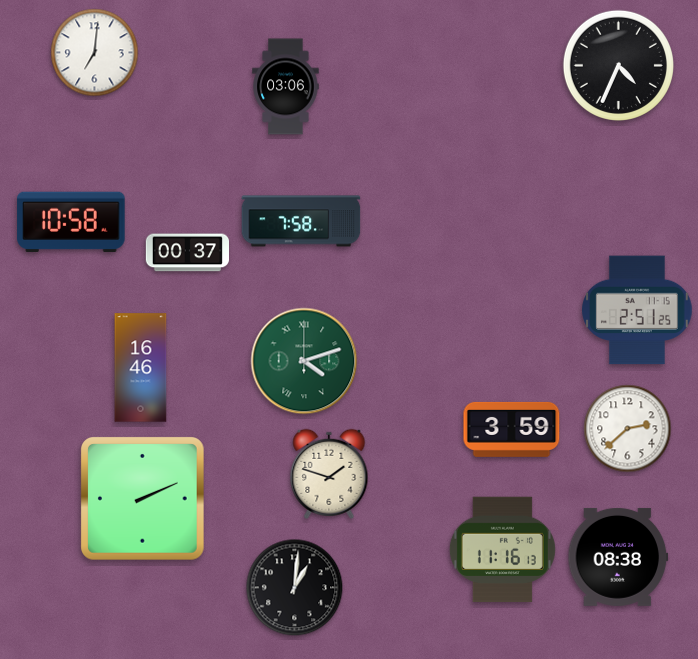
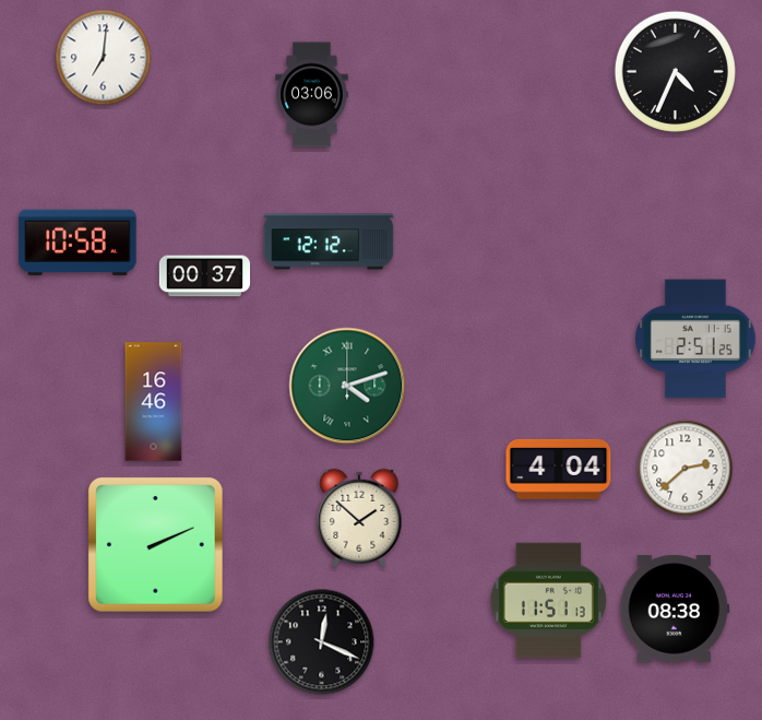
clock at (301, 221): 7:58 -> 12:12
clock at (304, 361) position: (304, 361) -> (347, 386)
clock at (512, 429): 3:59 -> 4:04
clock at (329, 474): 1:48 -> 1:52
clock at (502, 550): 11:16 -> 11:51
clock at (295, 588): 1:01 -> 12:19
